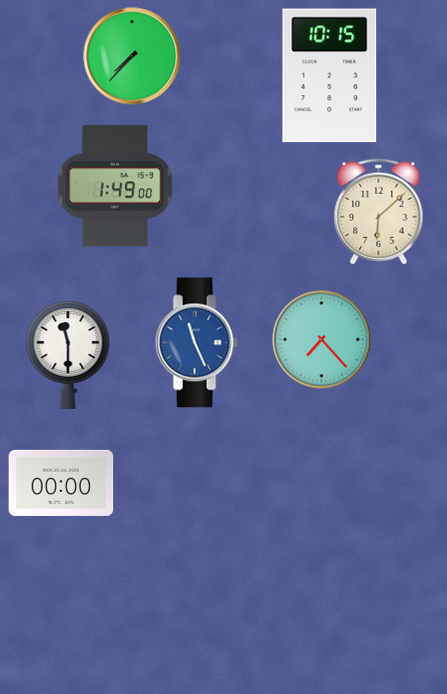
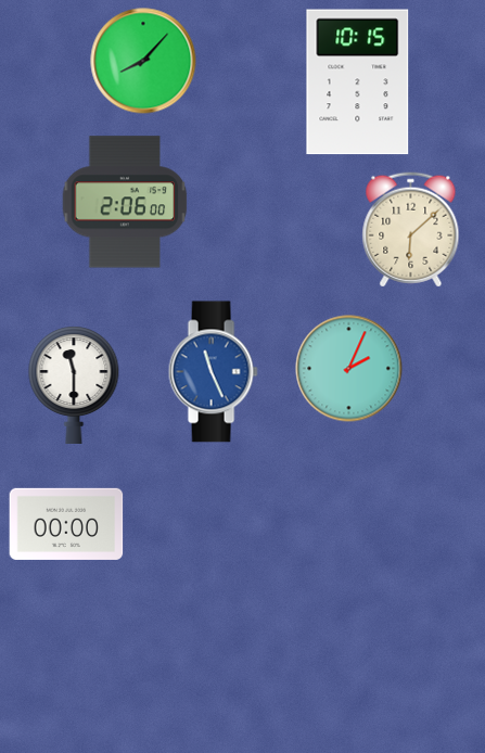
clock at (132, 56): 7:37 -> 8:07
clock at (115, 186): 1:49 -> 2:06
clock at (322, 340): 7:23 -> 2:04
